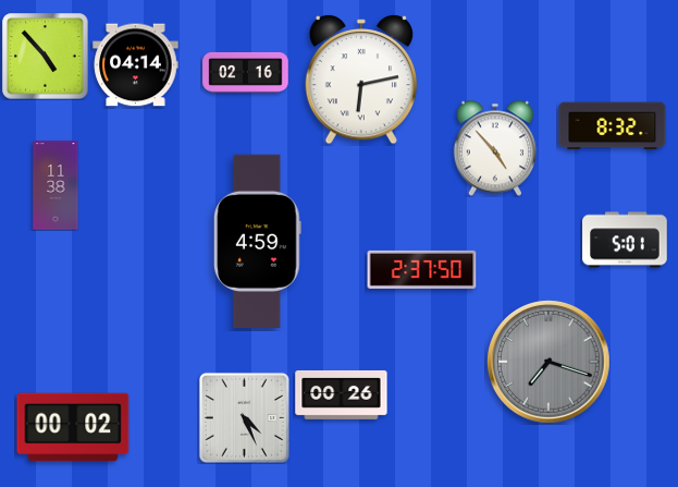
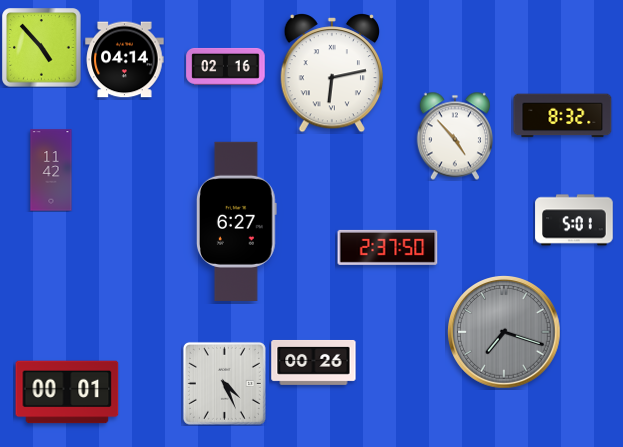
clock at (46, 57) position: (46, 57) -> (42, 48)
clock at (56, 185): 11:38 -> 11:42
clock at (257, 241): 4:59 -> 6:27
clock at (73, 427): 00:02 -> 00:01
